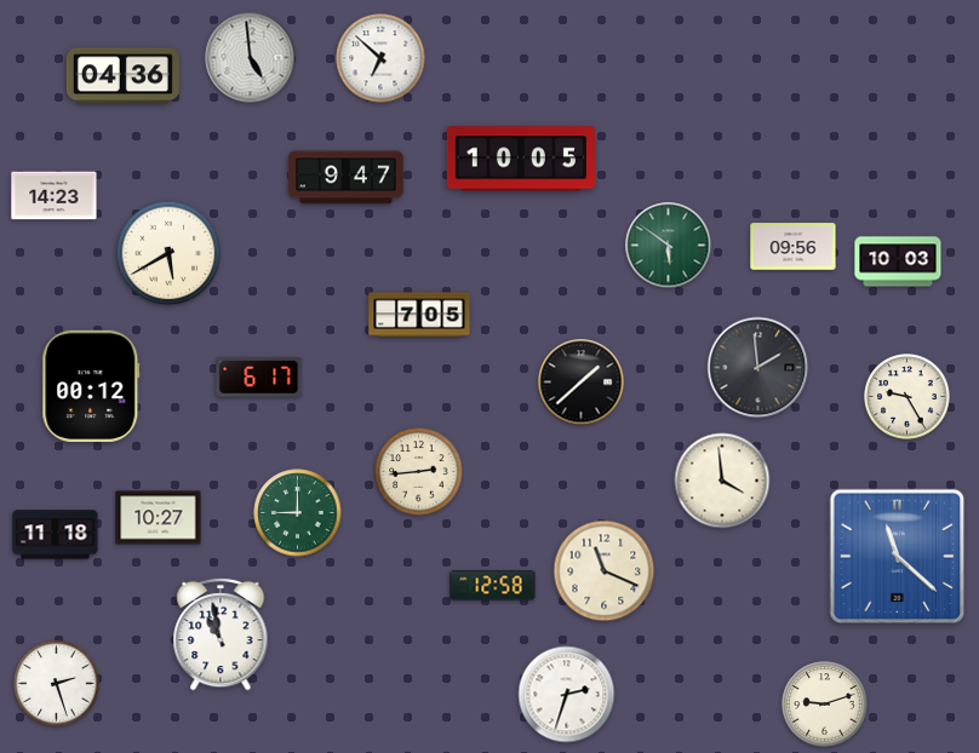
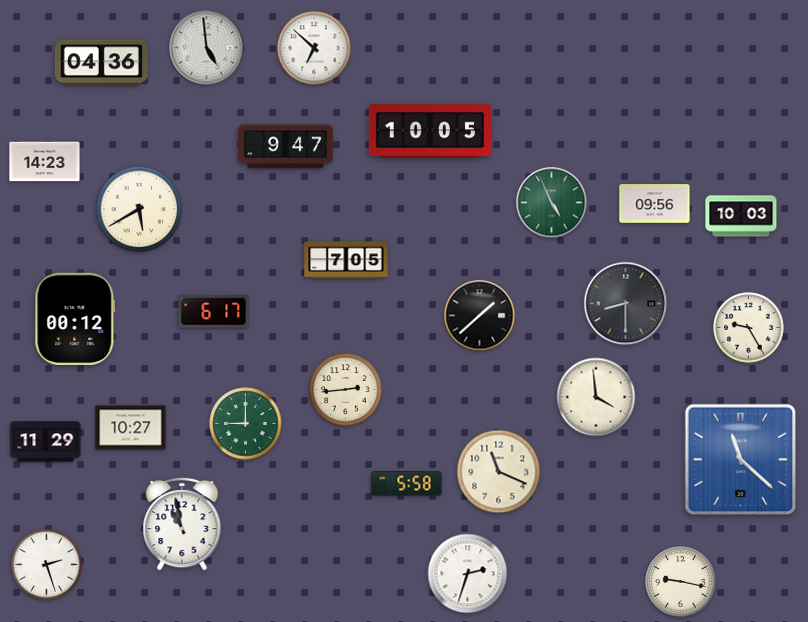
clock at (669, 246): 5:51 -> 4:56
clock at (758, 368): 1:59 -> 8:30
clock at (56, 535): 11:18 -> 11:29
clock at (493, 586): 12:58 -> 5:58
clock at (825, 705): 9:12 -> 9:17
